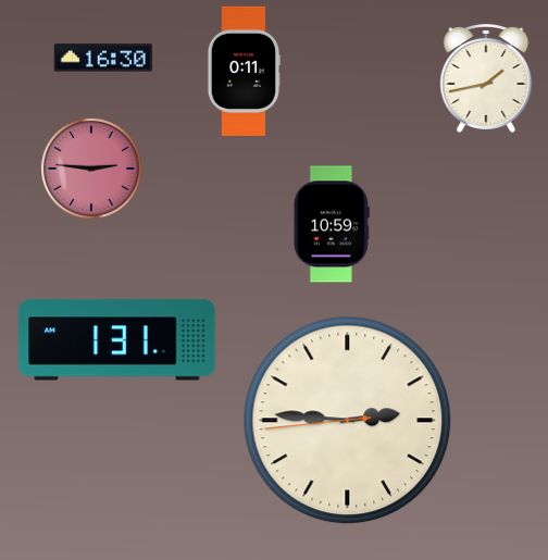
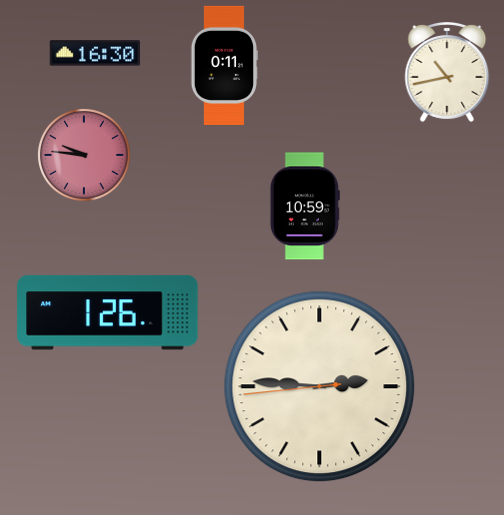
clock at (486, 78): 1:43 -> 10:43
clock at (91, 169): 2:46 -> 9:46
clock at (117, 340): 1:31 -> 1:26
